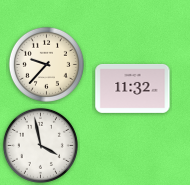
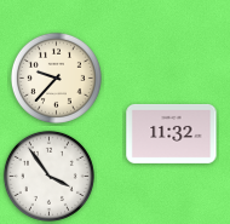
clock at (133, 88) position: (133, 88) -> (172, 133)
clock at (40, 145): 3:58 -> 3:54
